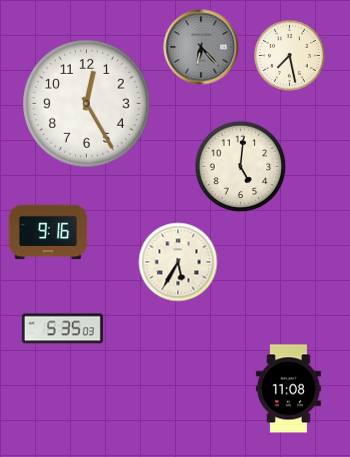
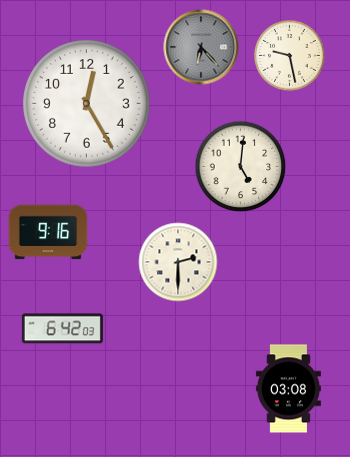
clock at (290, 56): 7:28 -> 9:28
clock at (178, 262): 5:35 -> 2:30
clock at (62, 329): 5:35 -> 6:42
clock at (288, 389): 11:08 -> 03:08
